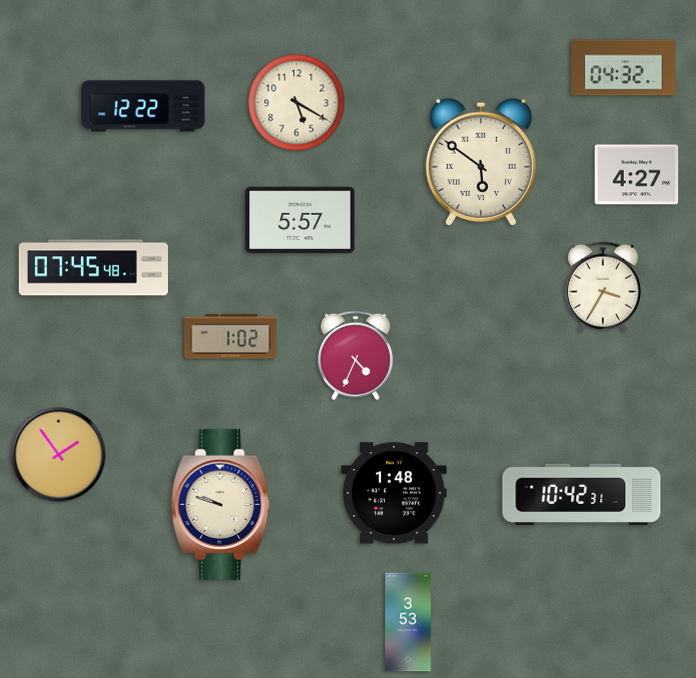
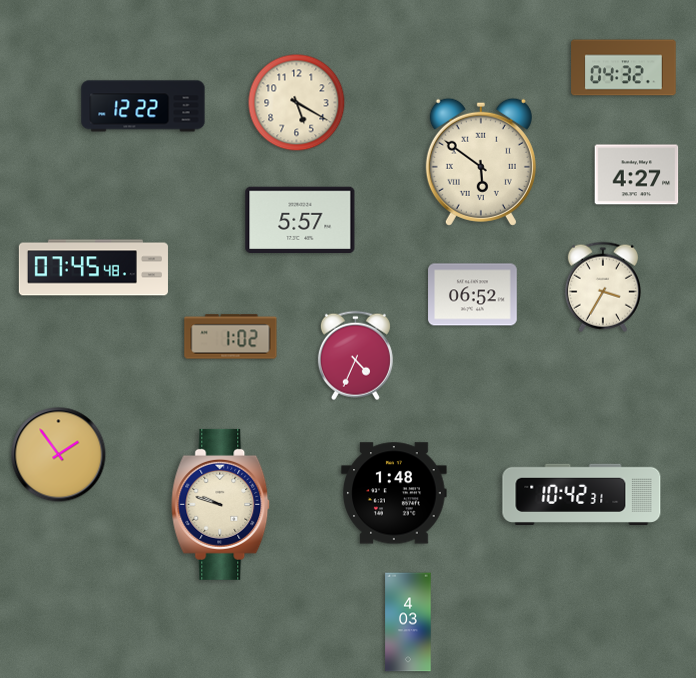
clock at (473, 295): none -> 06:52
clock at (408, 622): 3:53 -> 4:03
